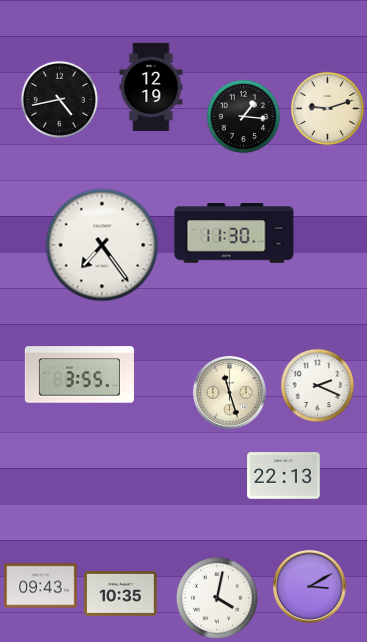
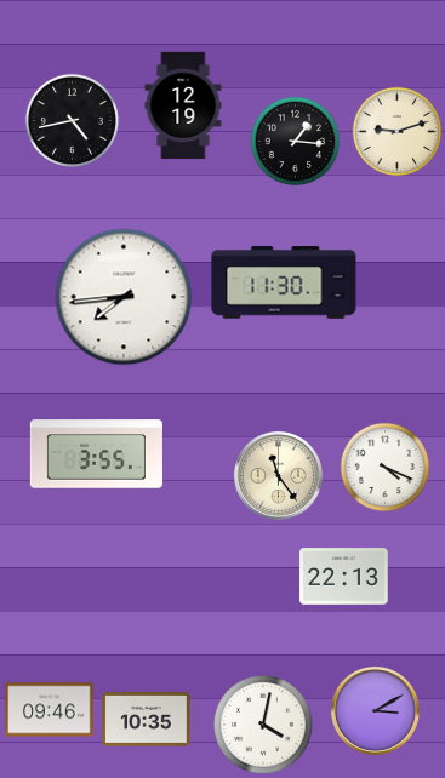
clock at (102, 245): 7:24 -> 7:44
clock at (318, 386): 2:19 -> 4:19
clock at (229, 392): 11:27 -> 11:24
clock at (41, 586): 09:43 -> 09:46
